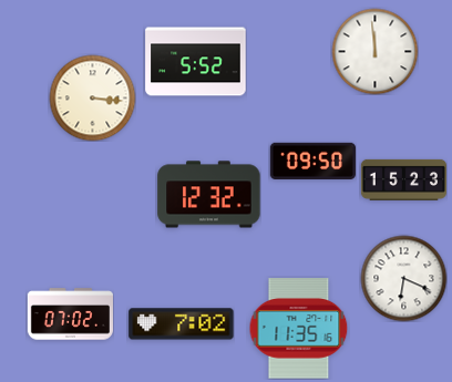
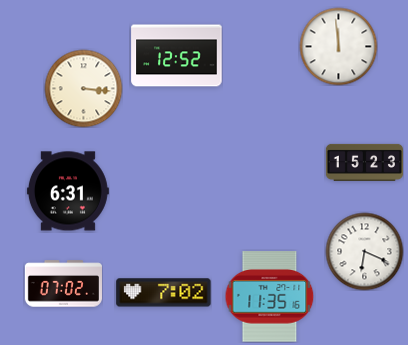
clock at (196, 62): 5:52 -> 12:52
clock at (312, 161): 09:50 -> none
clock at (209, 195): 12:32 -> none
clock at (68, 191): none -> 6:31
